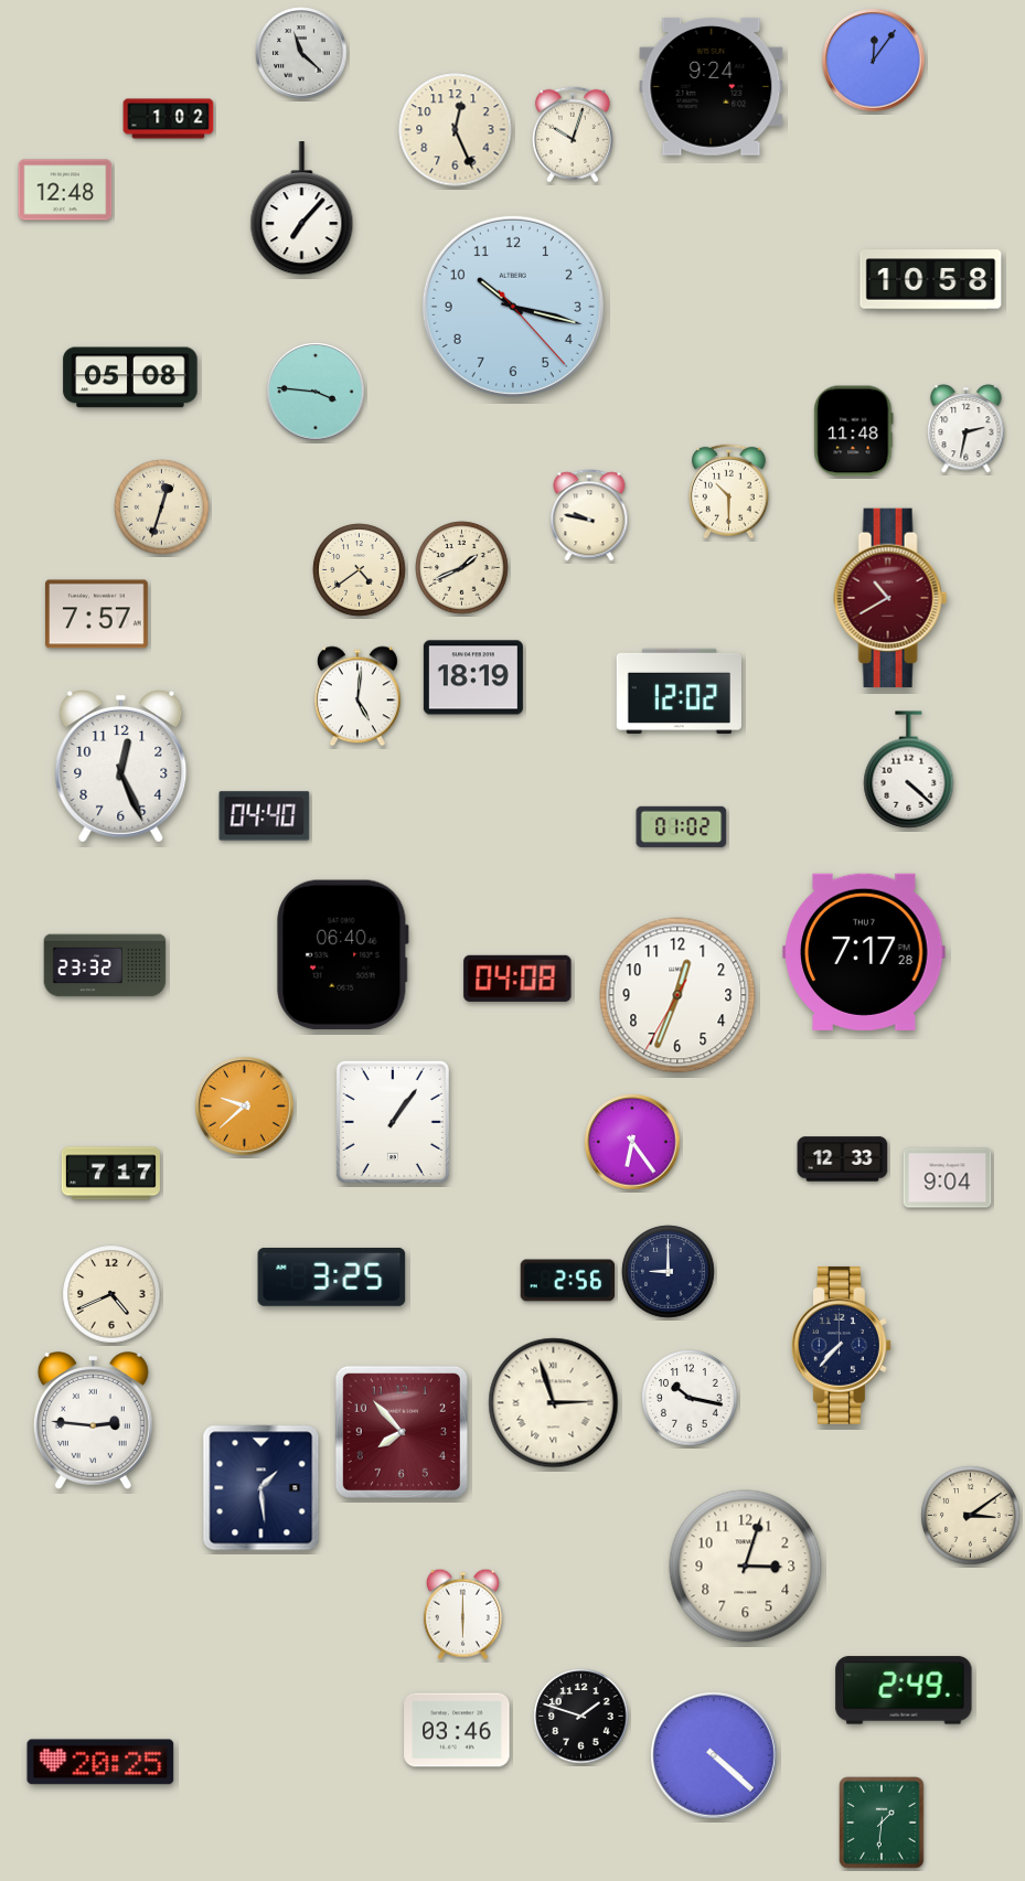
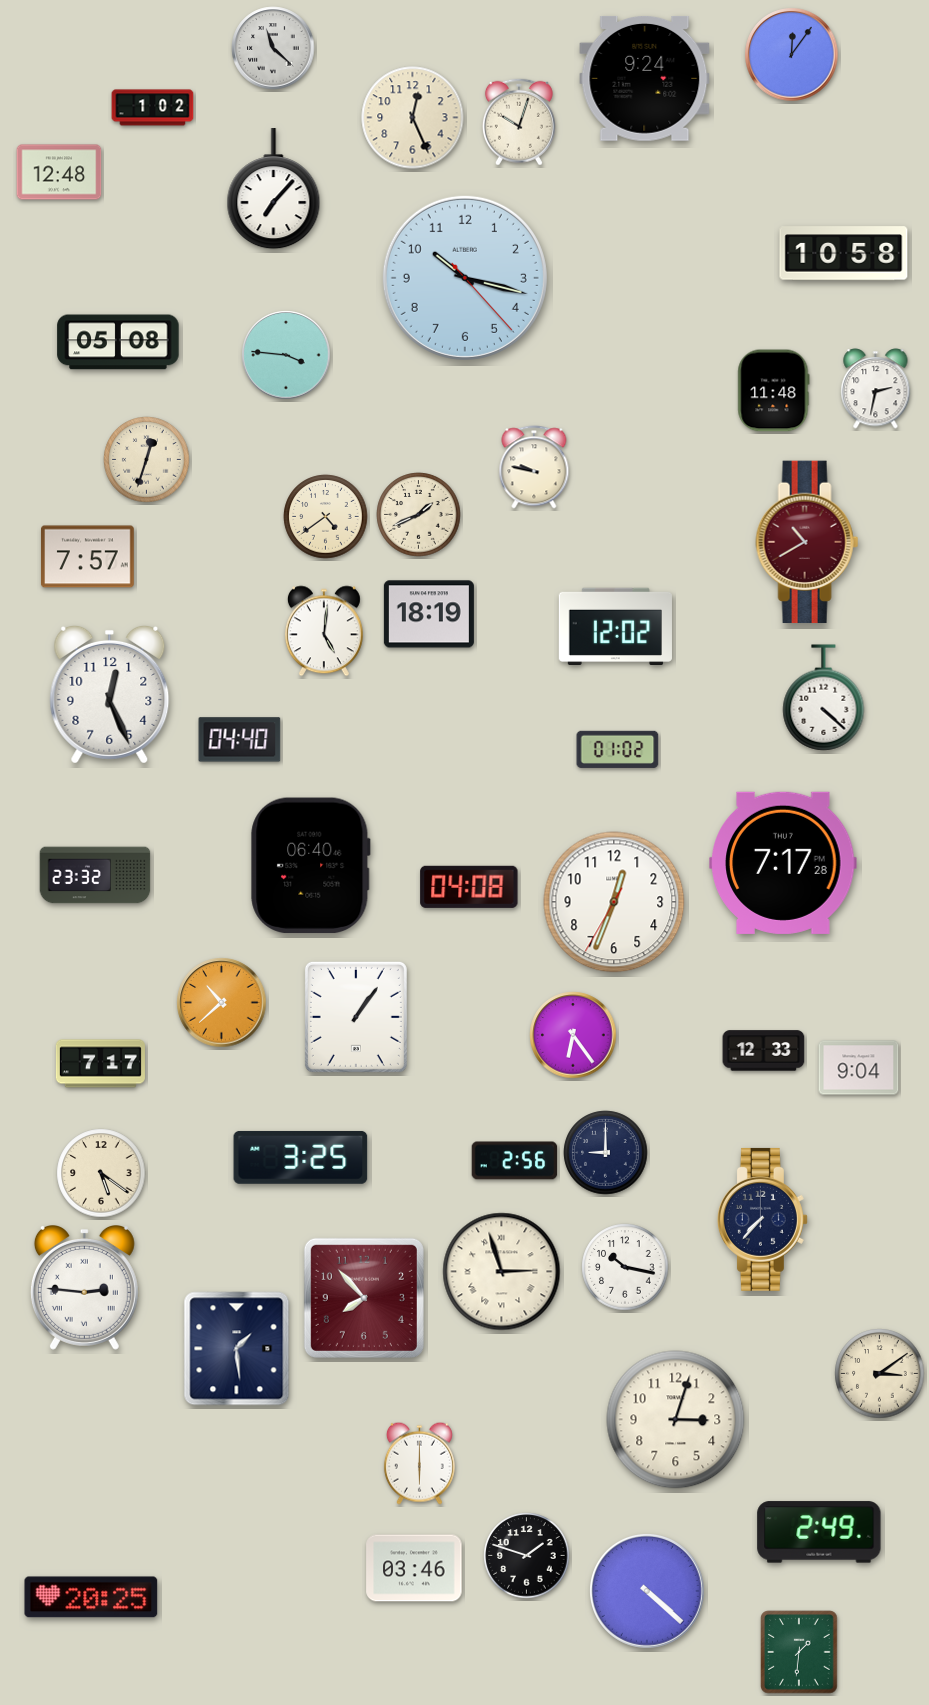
clock at (729, 491): 10:30 -> none
clock at (245, 1107): 9:38 -> 10:38
clock at (111, 1294): 4:41 -> 5:21
